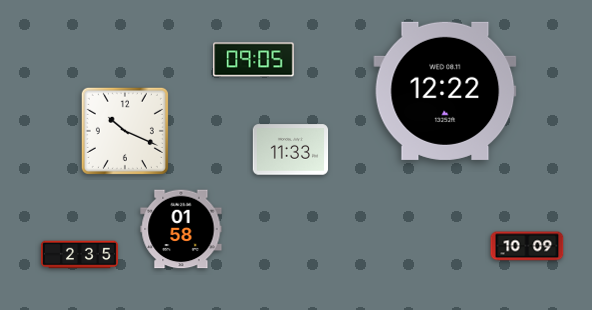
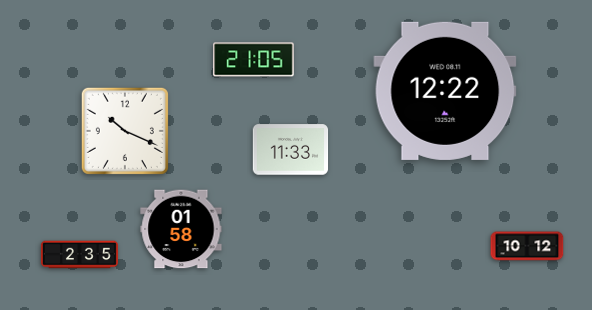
clock at (254, 60): 09:05 -> 21:05
clock at (527, 246): 10:09 -> 10:12
